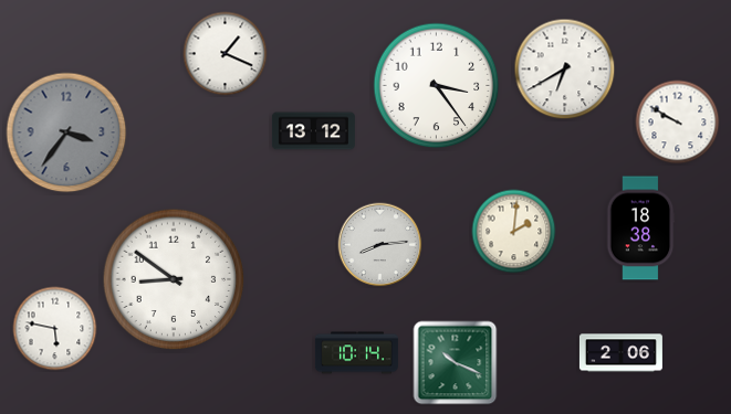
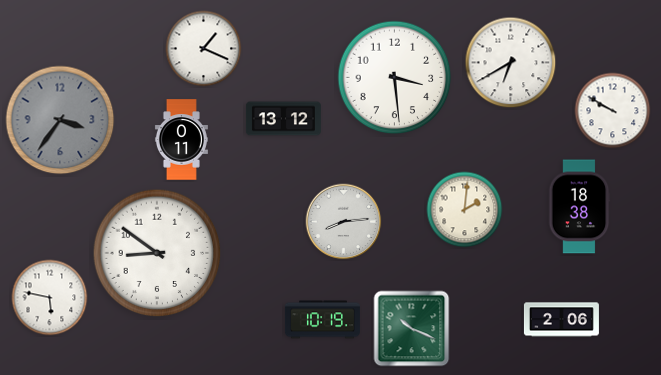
clock at (437, 86): 3:24 -> 3:29
clock at (181, 140): none -> 0:11
clock at (356, 353): 10:14 -> 10:19
